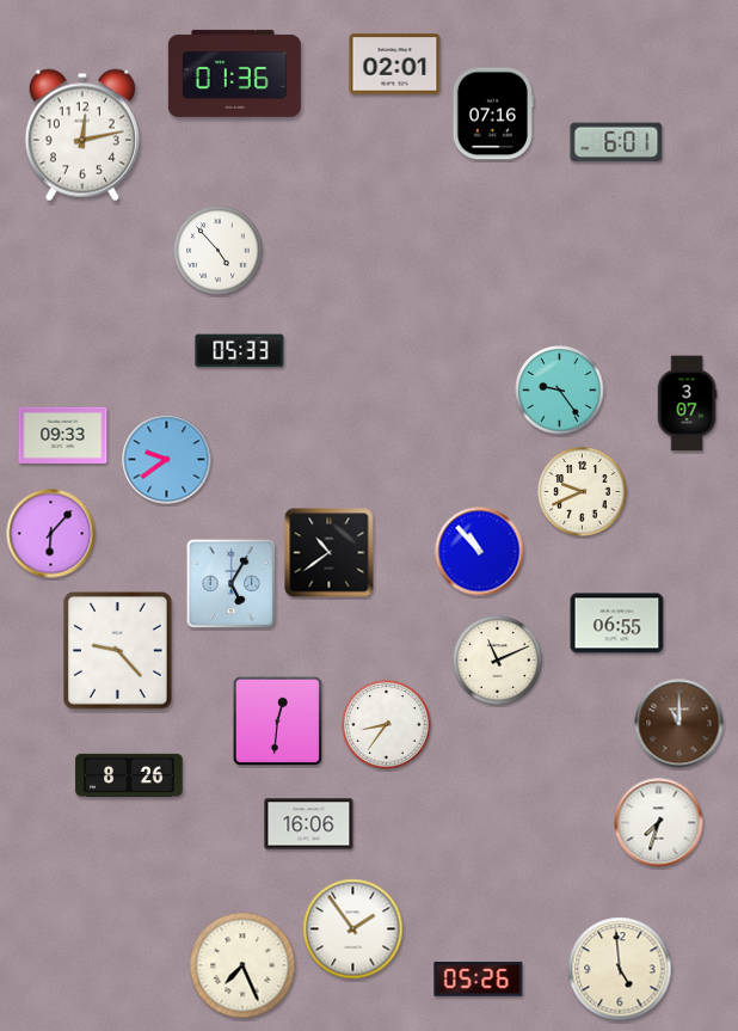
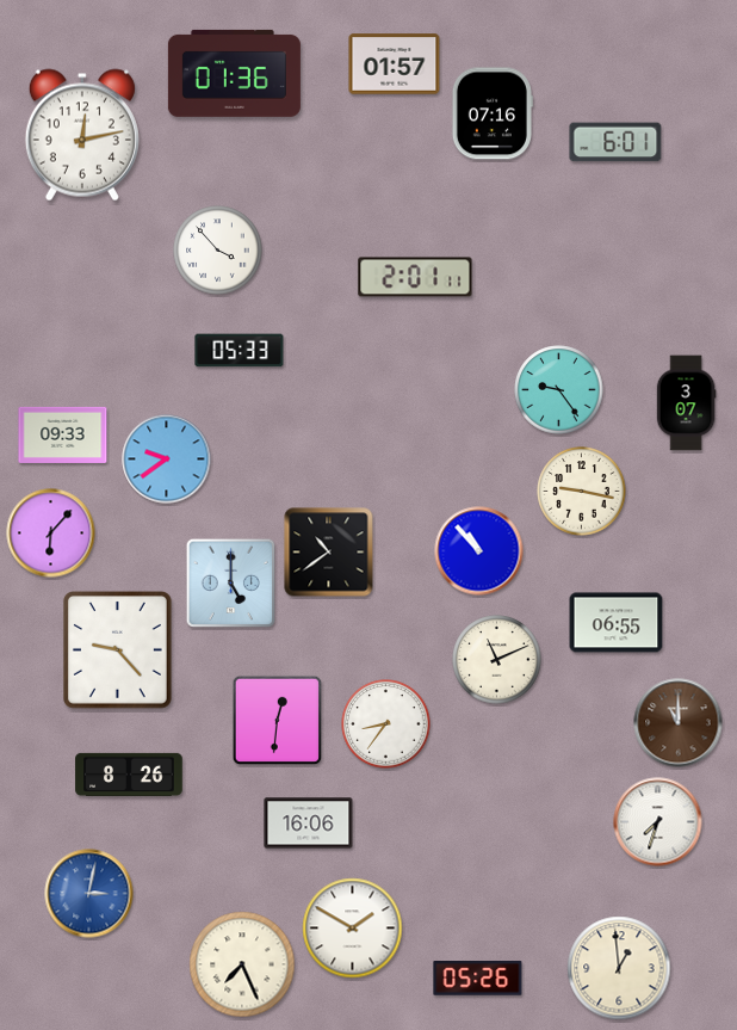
clock at (395, 65): 02:01 -> 01:57
clock at (219, 251): 4:53 -> 3:53
clock at (415, 277): none -> 2:01
clock at (583, 492): 9:41 -> 9:17
clock at (232, 584): 5:05 -> 5:00
clock at (89, 894): none -> 3:02
clock at (353, 929): 1:54 -> 1:50
clock at (620, 969): 4:59 -> 12:59
